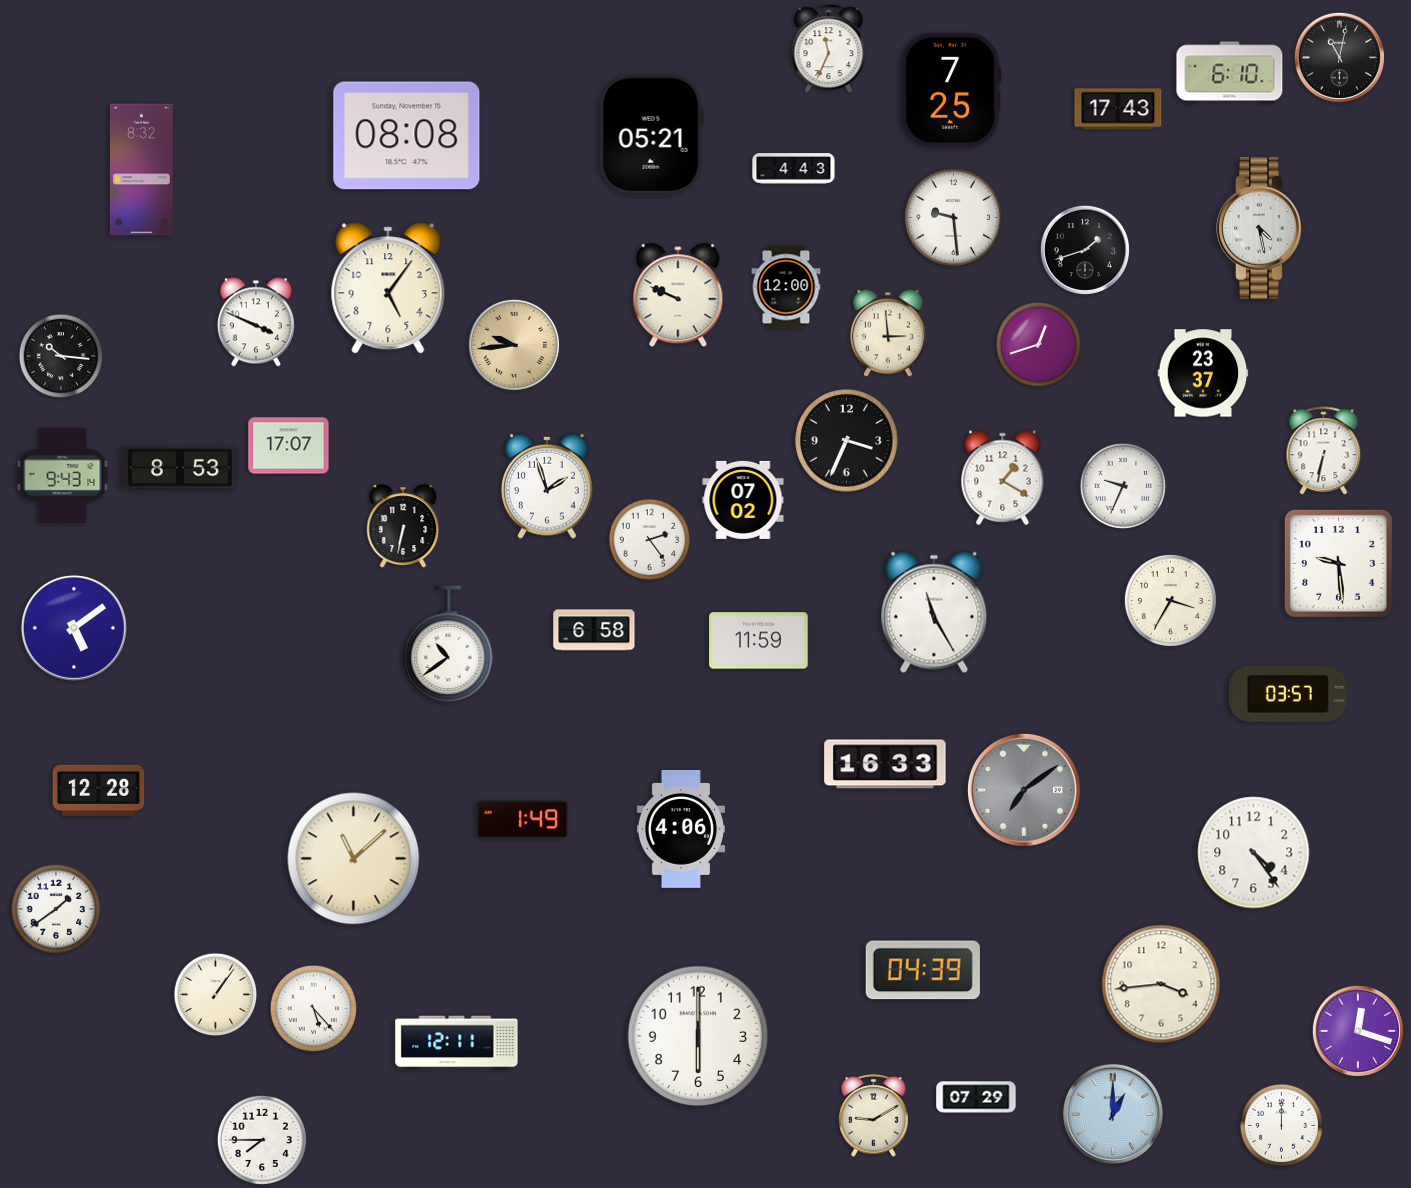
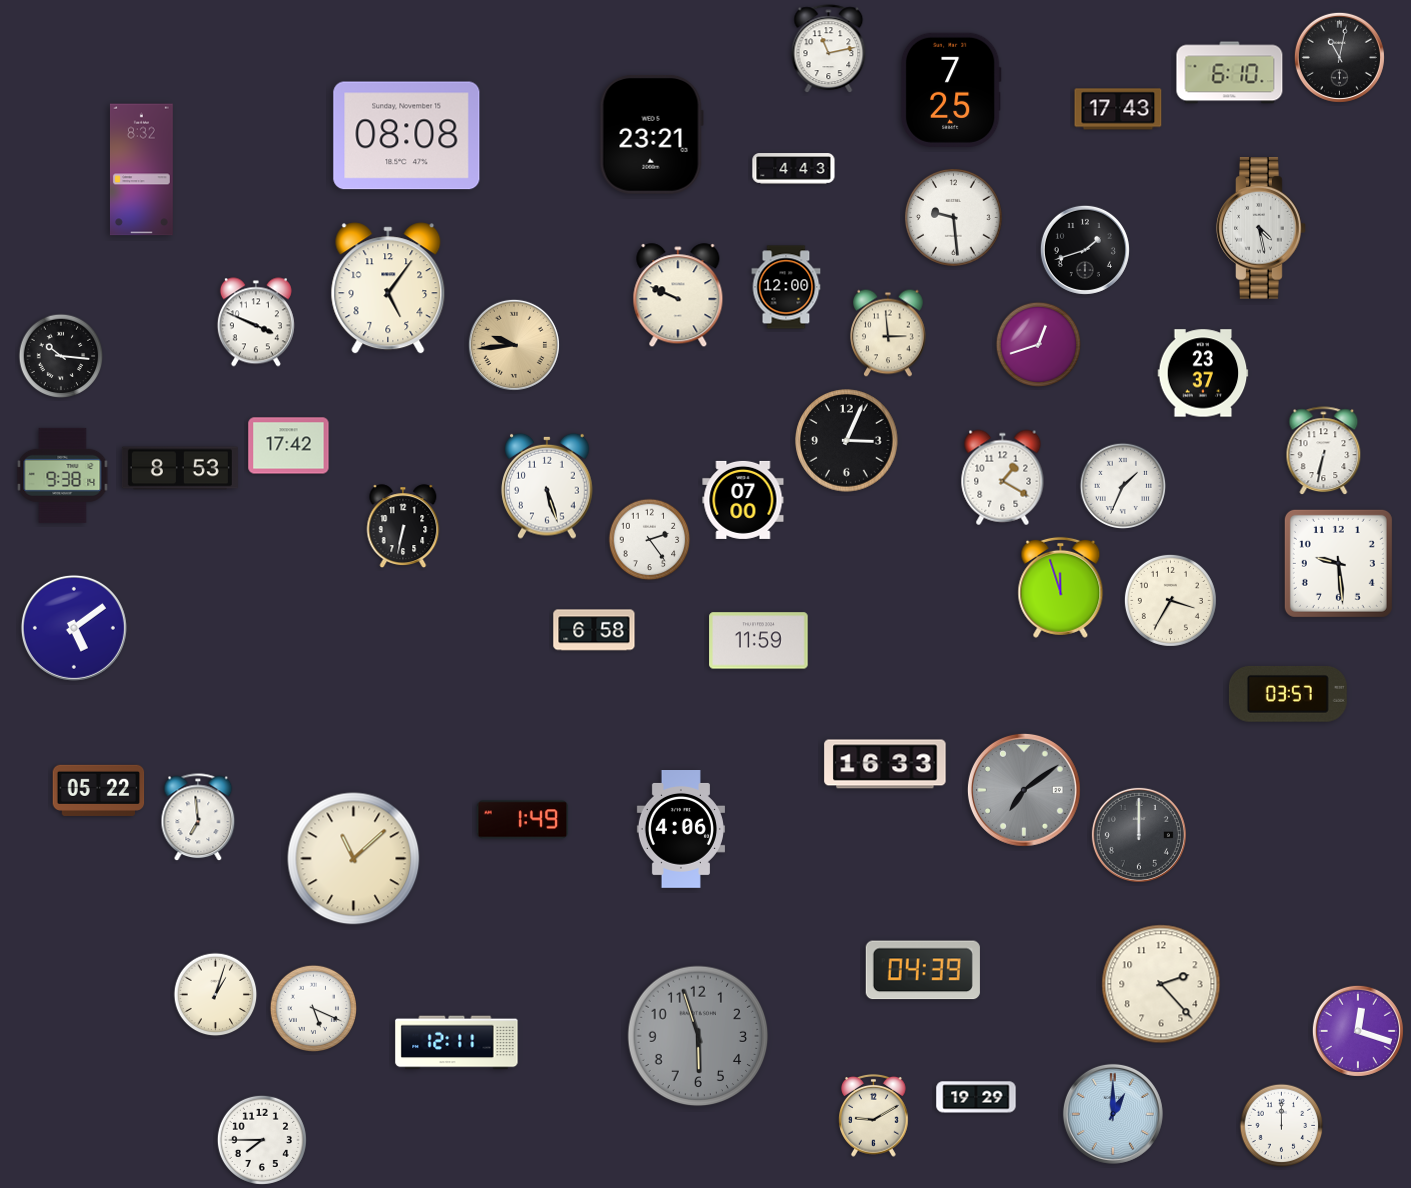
clock at (829, 49): 11:34 -> 11:13
clock at (651, 134): 05:21 -> 23:21
clock at (847, 441): 3:34 -> 3:04
clock at (289, 446): 17:07 -> 17:42
clock at (63, 475): 9:43 -> 9:38
clock at (547, 486): 1:57 -> 5:27
clock at (1123, 486): 9:34 -> 1:34
clock at (743, 500): 07:02 -> 07:00
clock at (1061, 587): none -> 11:57
clock at (934, 612): 11:25 -> none
clock at (448, 644): 10:39 -> none
clock at (99, 790): 12:28 -> 05:22
clock at (198, 818): none -> 6:59
clock at (1139, 835): none -> 12:00
clock at (1254, 853): 4:24 -> none
clock at (56, 909): 1:39 -> none
clock at (1161, 984): 3:44 -> 2:23
clock at (216, 995): 1:06 -> 1:03
clock at (313, 1008): 5:23 -> 5:19
clock at (698, 1036): 6:00 -> 5:57
clock at (698, 1036) dial: white -> grey
clock at (976, 1097): 07:29 -> 19:29
